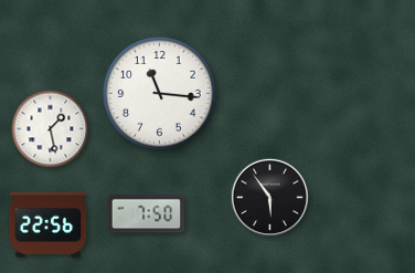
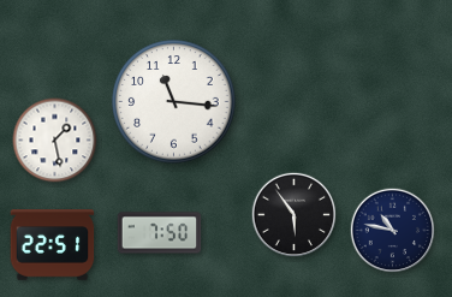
clock at (393, 231): none -> 10:47
clock at (49, 225): 22:56 -> 22:51
